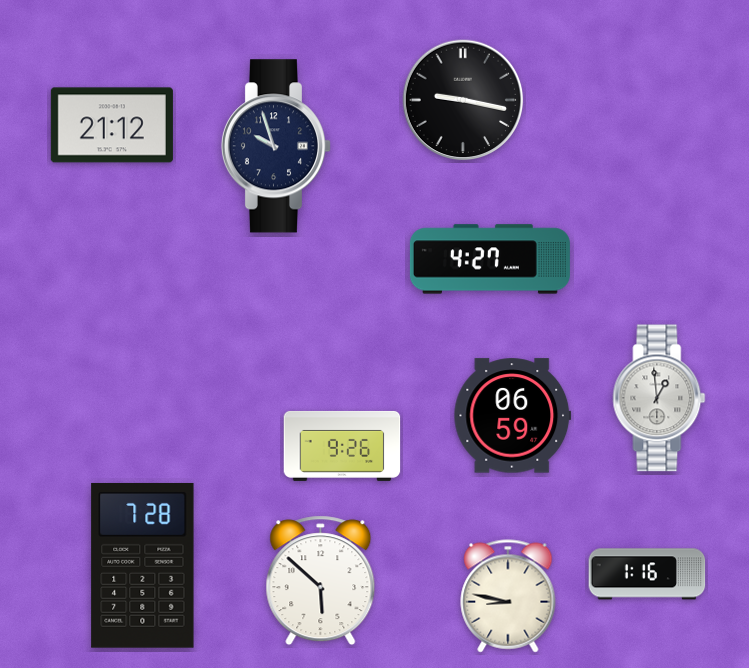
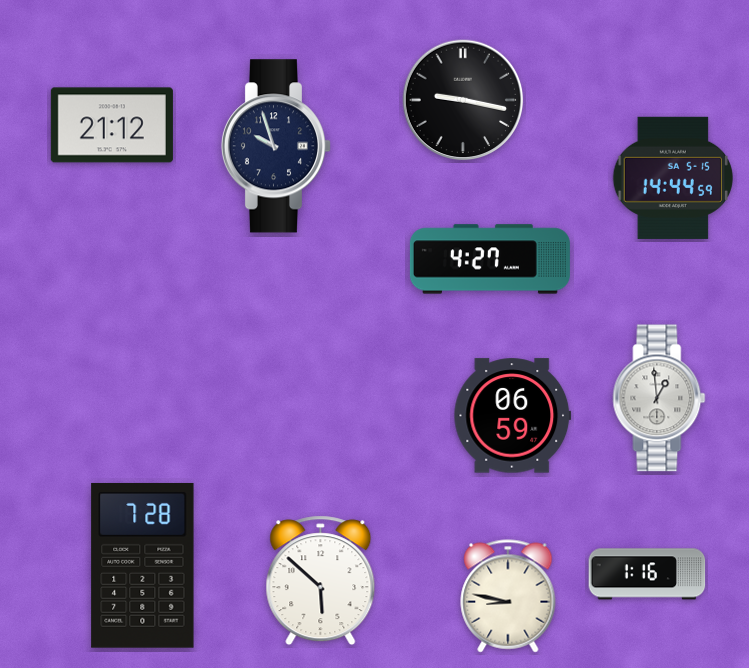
clock at (672, 178): none -> 14:44
clock at (342, 446): 9:26 -> none
